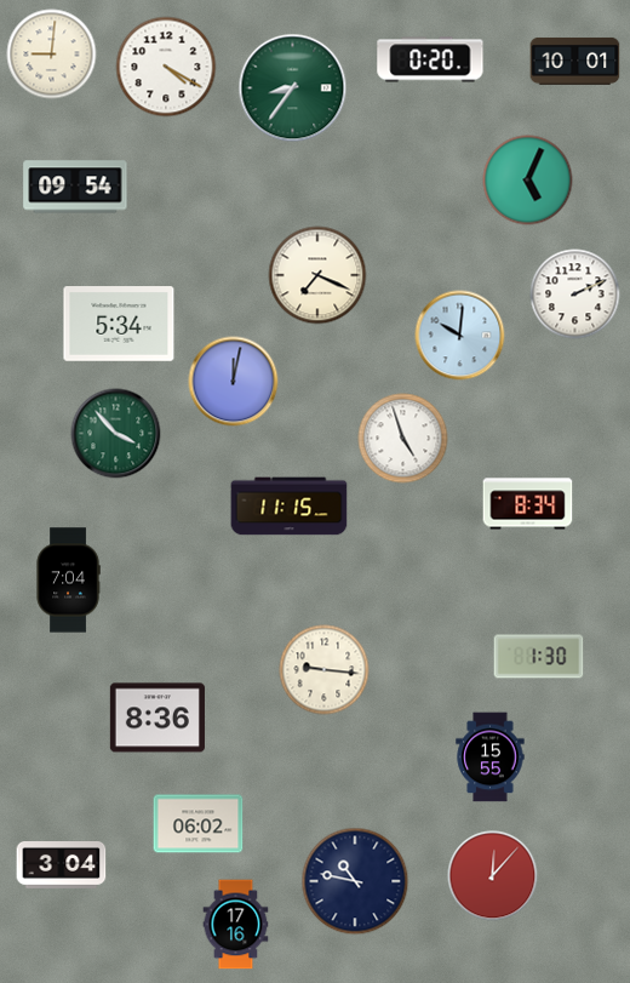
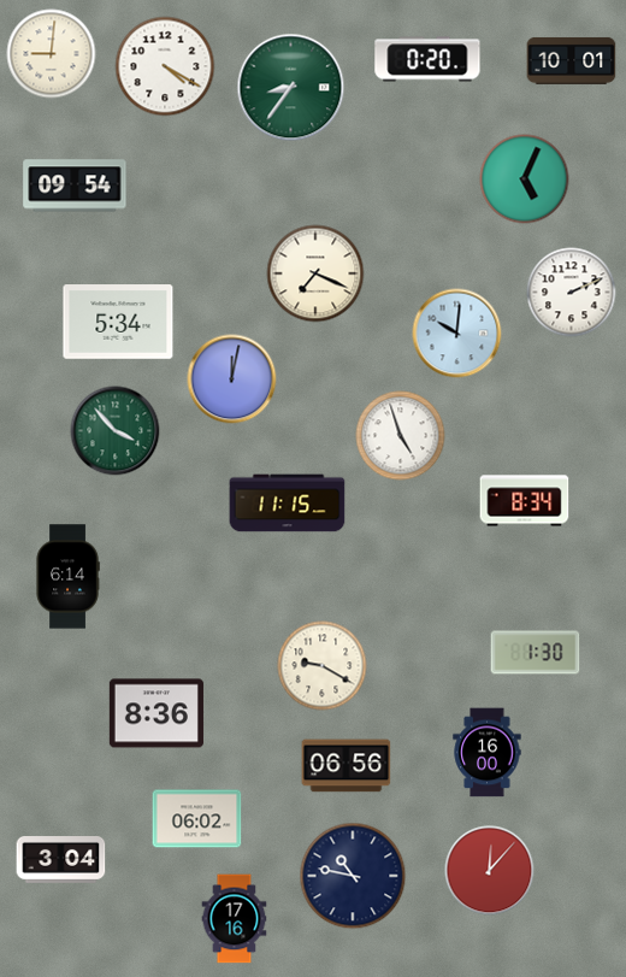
clock at (68, 581): 7:04 -> 6:14
clock at (325, 670): 9:16 -> 9:20
clock at (491, 758): 15:55 -> 16:00
clock at (347, 766): none -> 06:56
